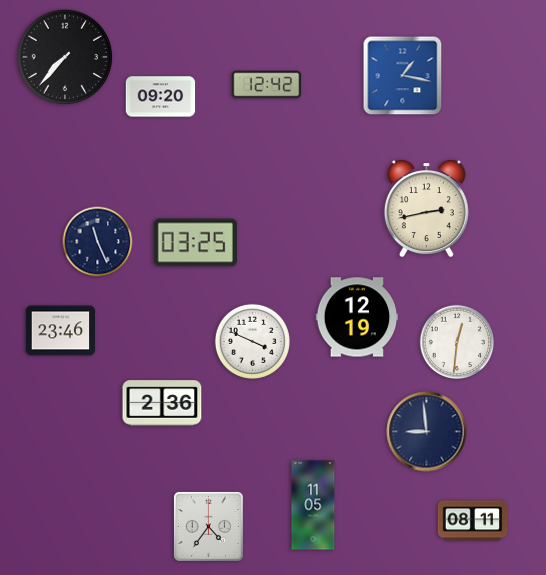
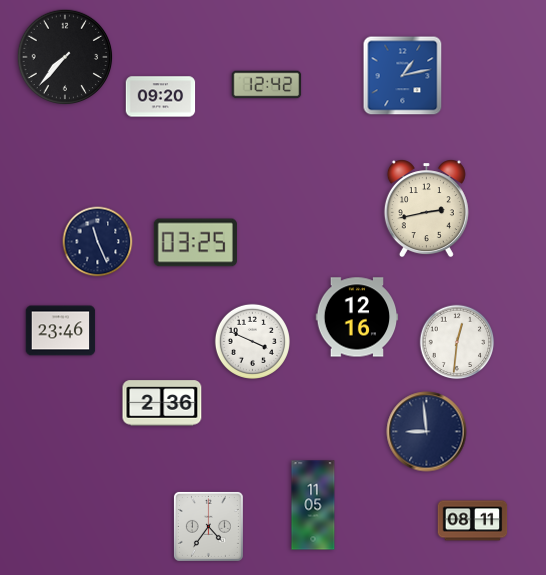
clock at (403, 76): 1:17 -> 1:13
clock at (357, 317): 12:19 -> 12:16
